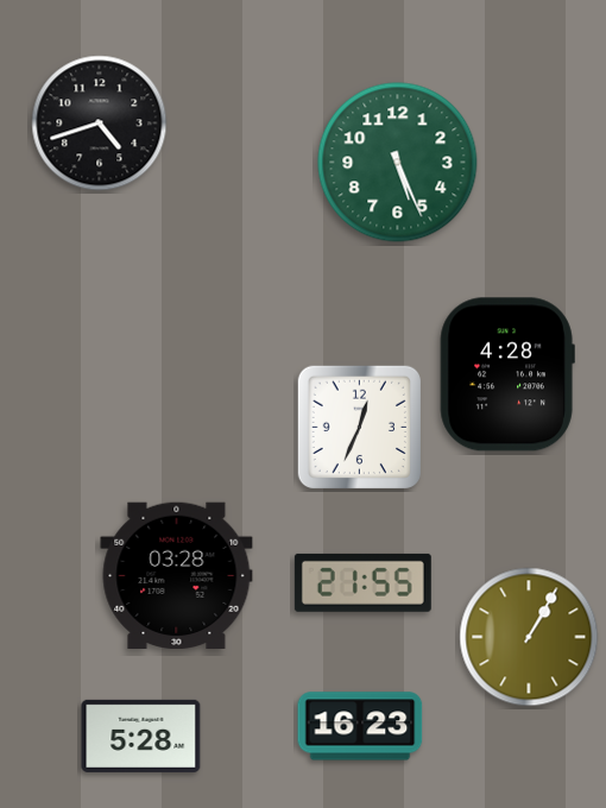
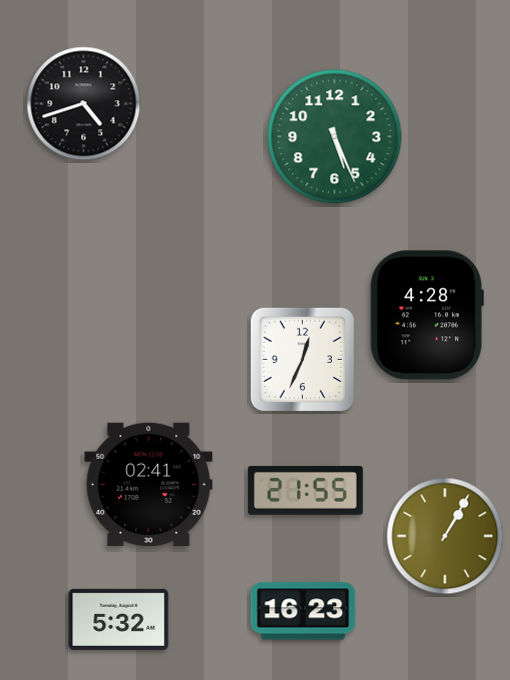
clock at (177, 575): 03:28 -> 02:41
clock at (141, 736): 5:28 -> 5:32
